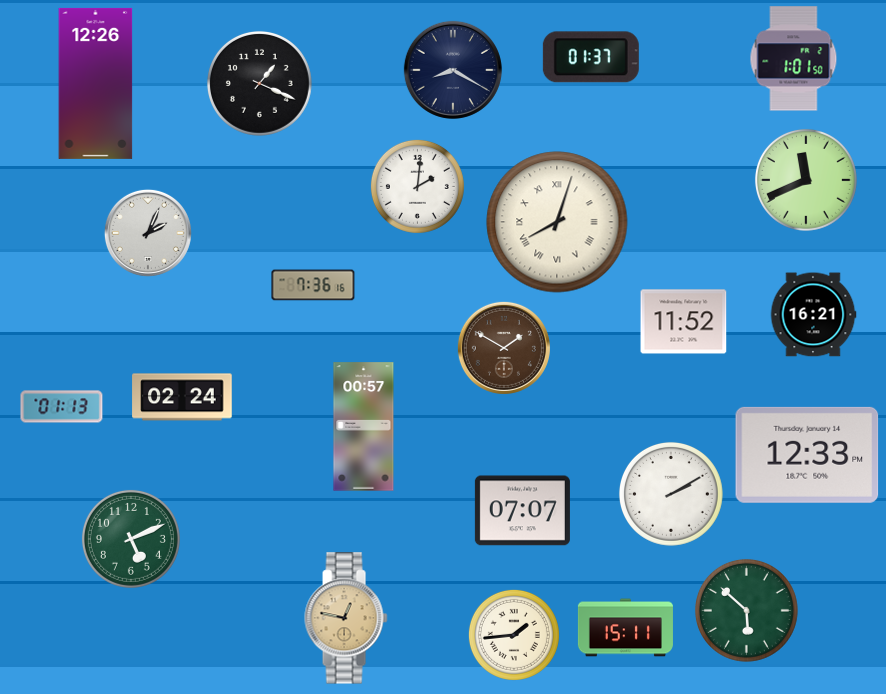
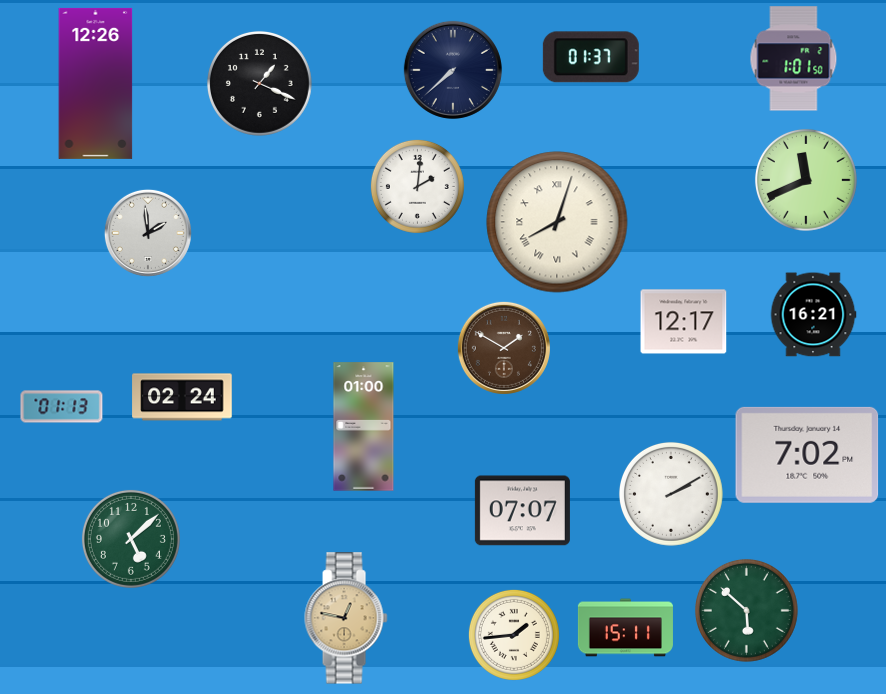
clock at (453, 70): 8:20 -> 7:38
clock at (148, 233): 2:04 -> 1:59
clock at (313, 285): 7:36 -> none
clock at (684, 322): 11:52 -> 12:17
clock at (364, 427): 00:57 -> 01:00
clock at (807, 455): 12:33 -> 7:02
clock at (131, 539): 5:11 -> 5:08
